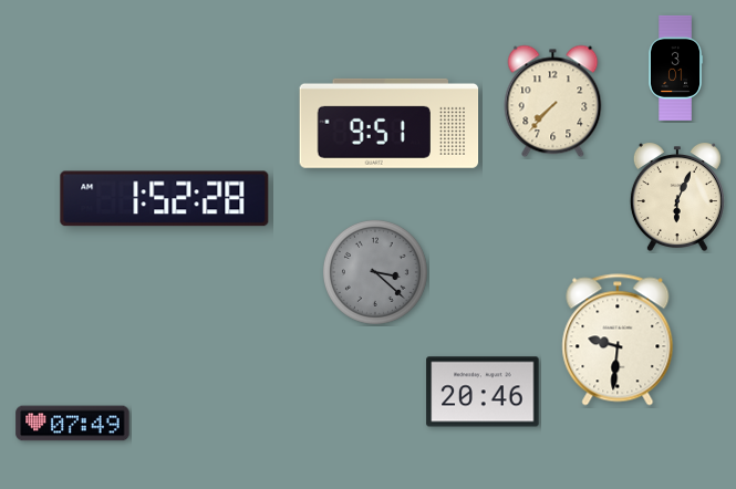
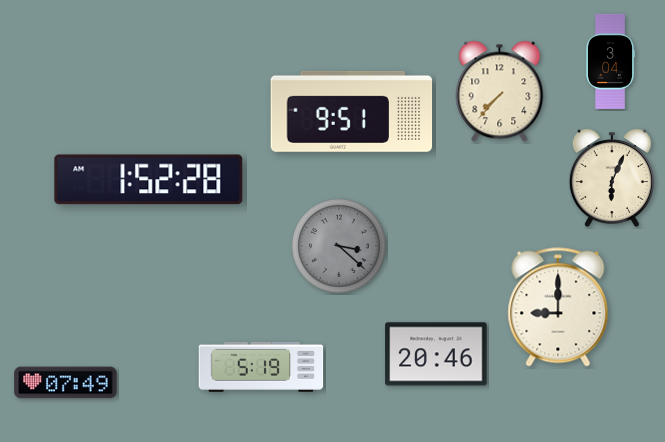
clock at (675, 67): 3:01 -> 3:04
clock at (618, 340): 9:31 -> 9:00
clock at (261, 367): none -> 5:19
